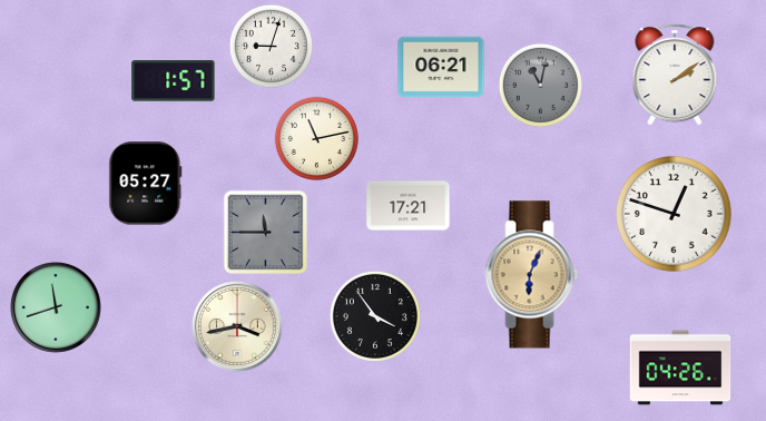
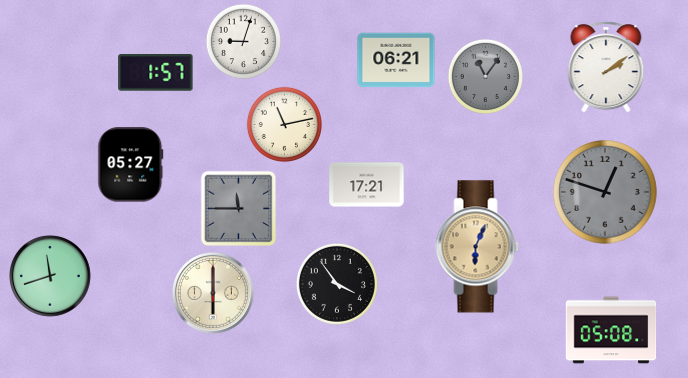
clock at (540, 85): 11:02 -> 11:06
clock at (675, 215) dial: white -> grey
clock at (238, 326): 3:43 -> 6:00
clock at (680, 368): 04:26 -> 05:08
